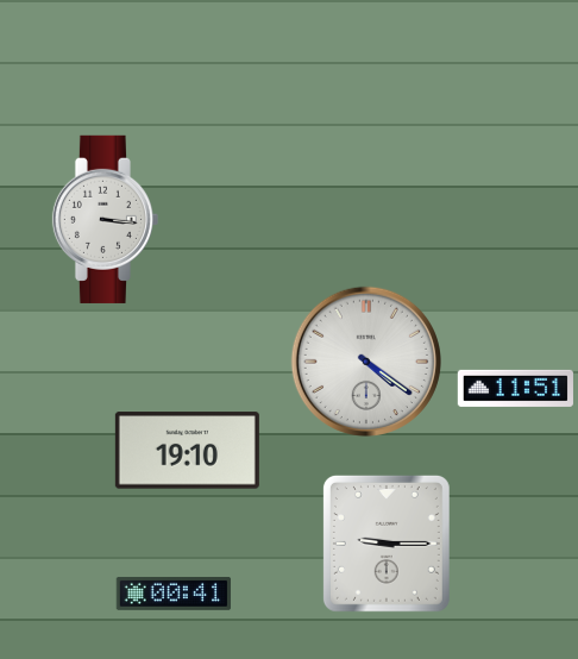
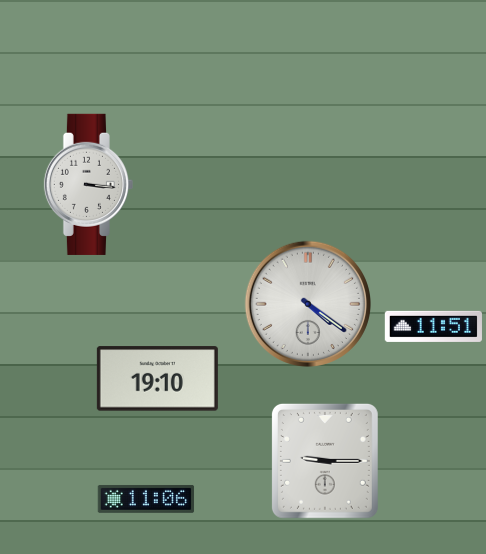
clock at (387, 544) position: (387, 544) -> (325, 461)
clock at (174, 594): 00:41 -> 11:06
